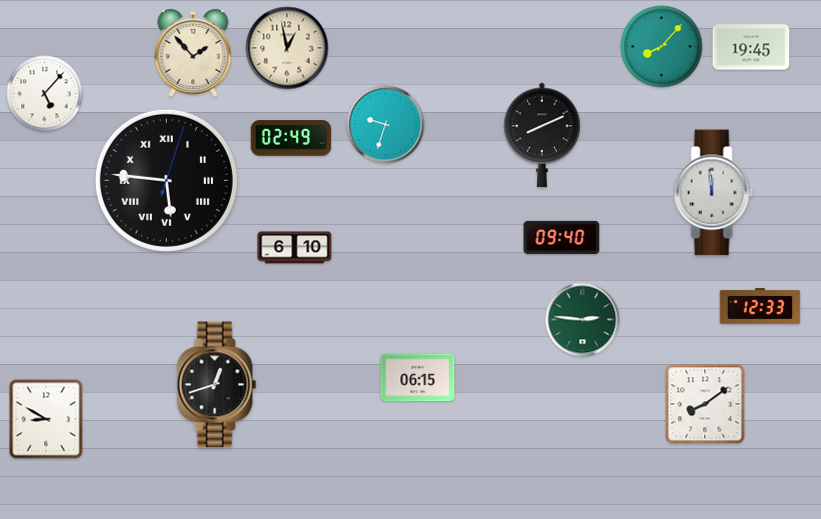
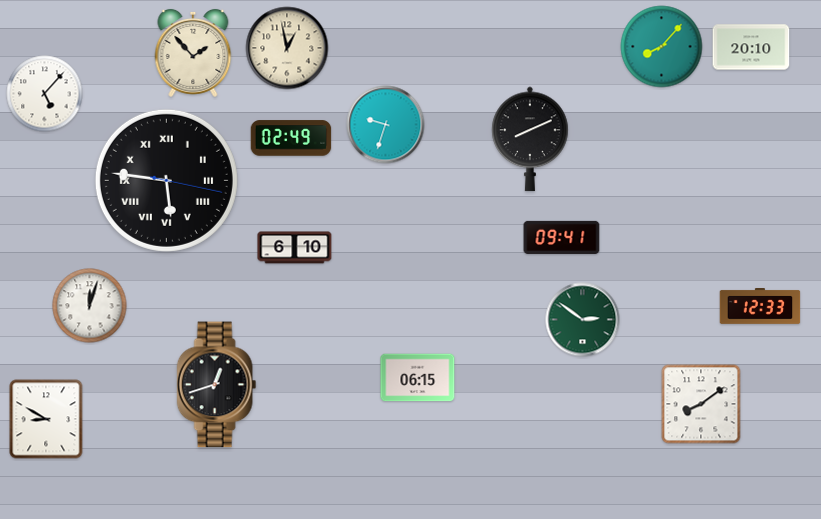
clock at (751, 47): 19:45 -> 20:10
clock at (542, 135) position: (542, 135) -> (530, 139)
clock at (166, 180): 5:46:03 -> 5:46:17
clock at (714, 193): 11:59 -> none
clock at (562, 237): 09:40 -> 09:41
clock at (90, 306): none -> 12:03
clock at (583, 320): 2:46 -> 2:51
clock at (705, 404) position: (705, 404) -> (701, 404)
